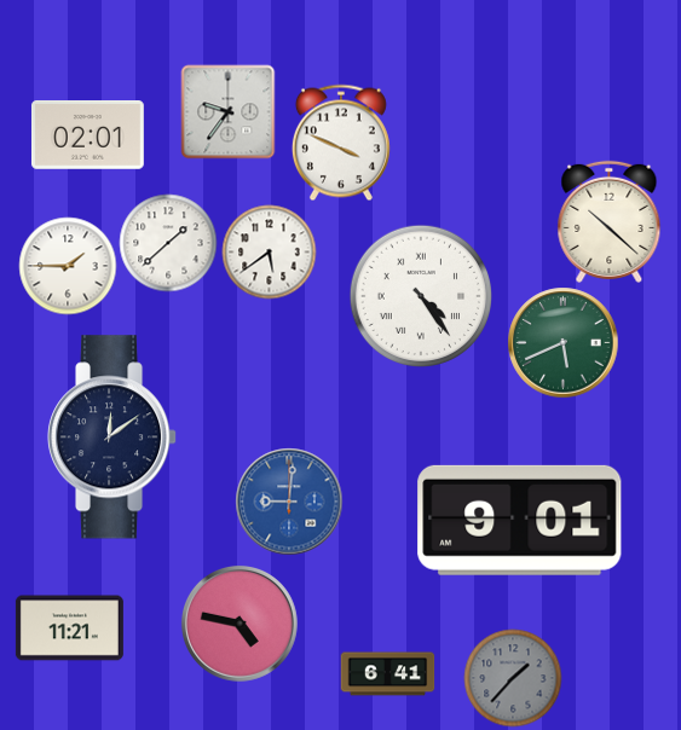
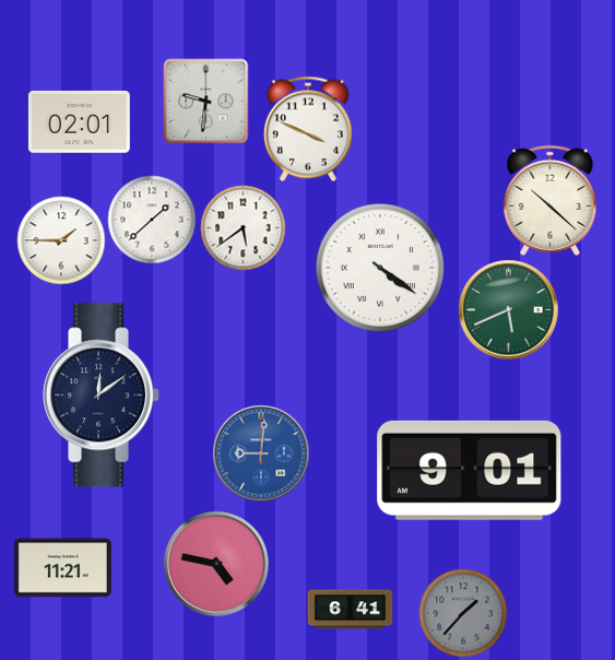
clock at (227, 111): 9:36 -> 9:31
clock at (420, 295): 4:24 -> 4:21
